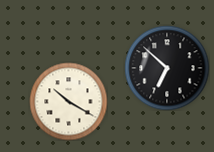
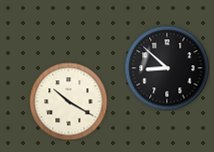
clock at (167, 68): 6:52 -> 8:52
